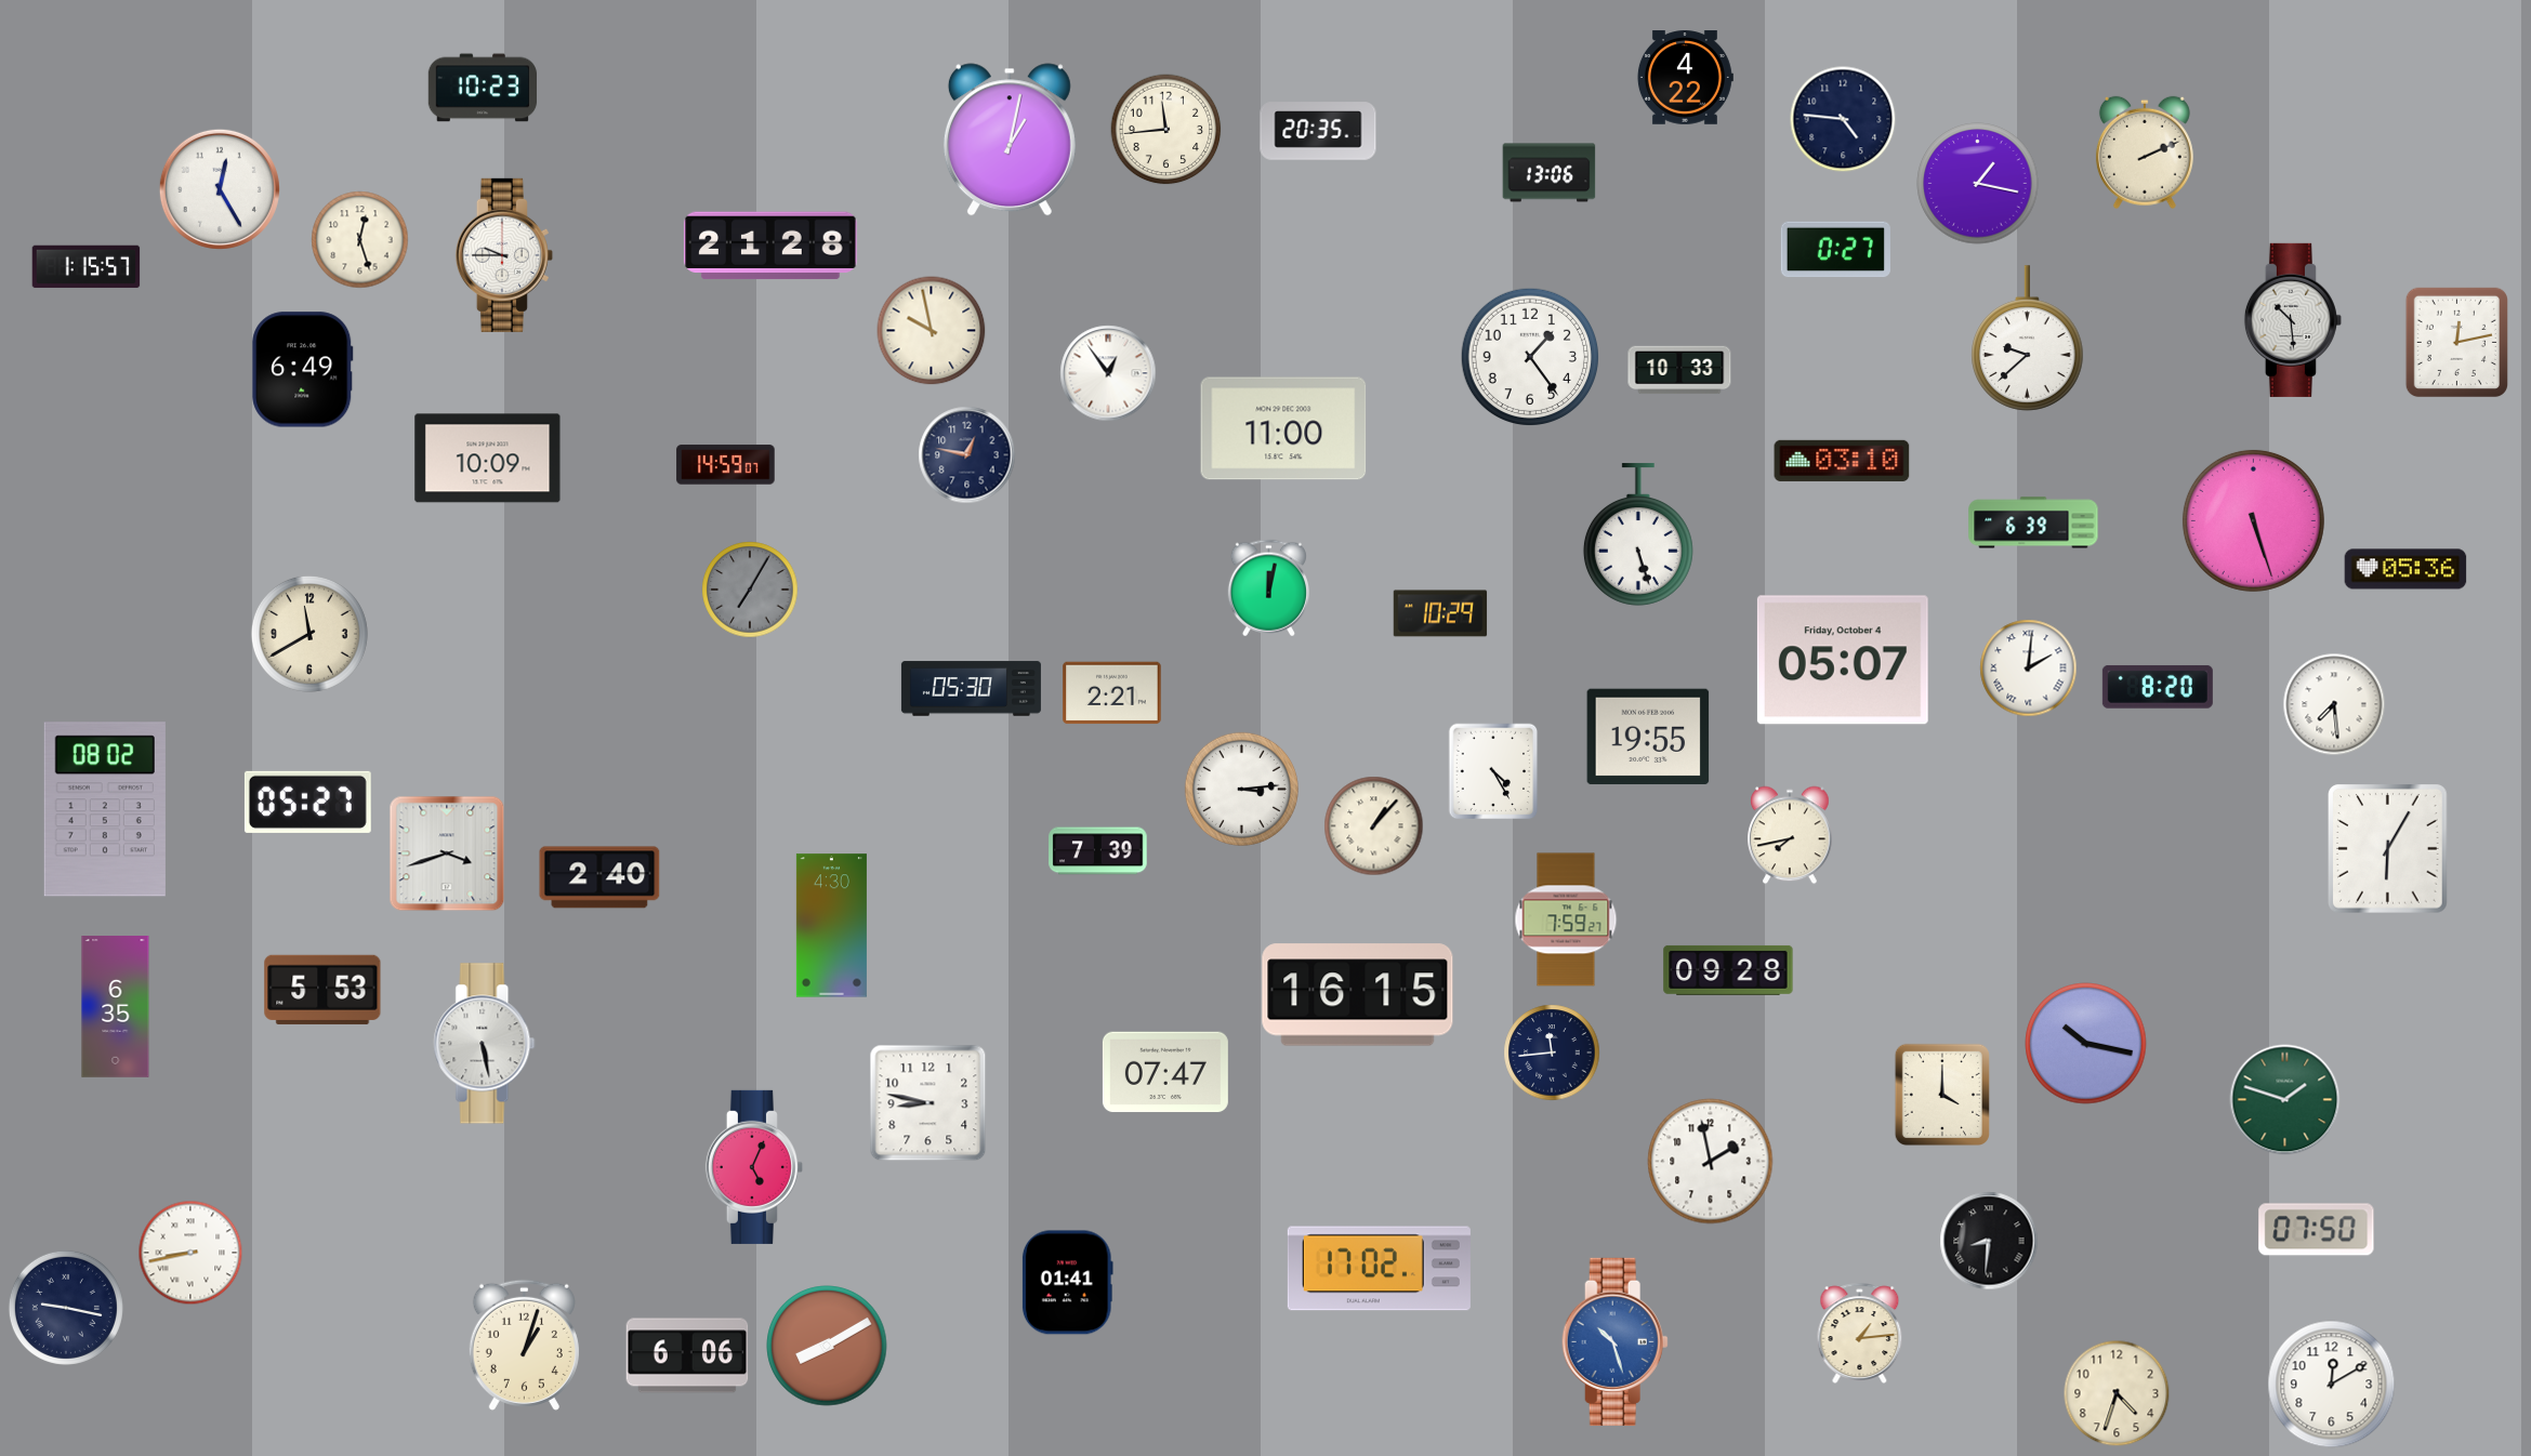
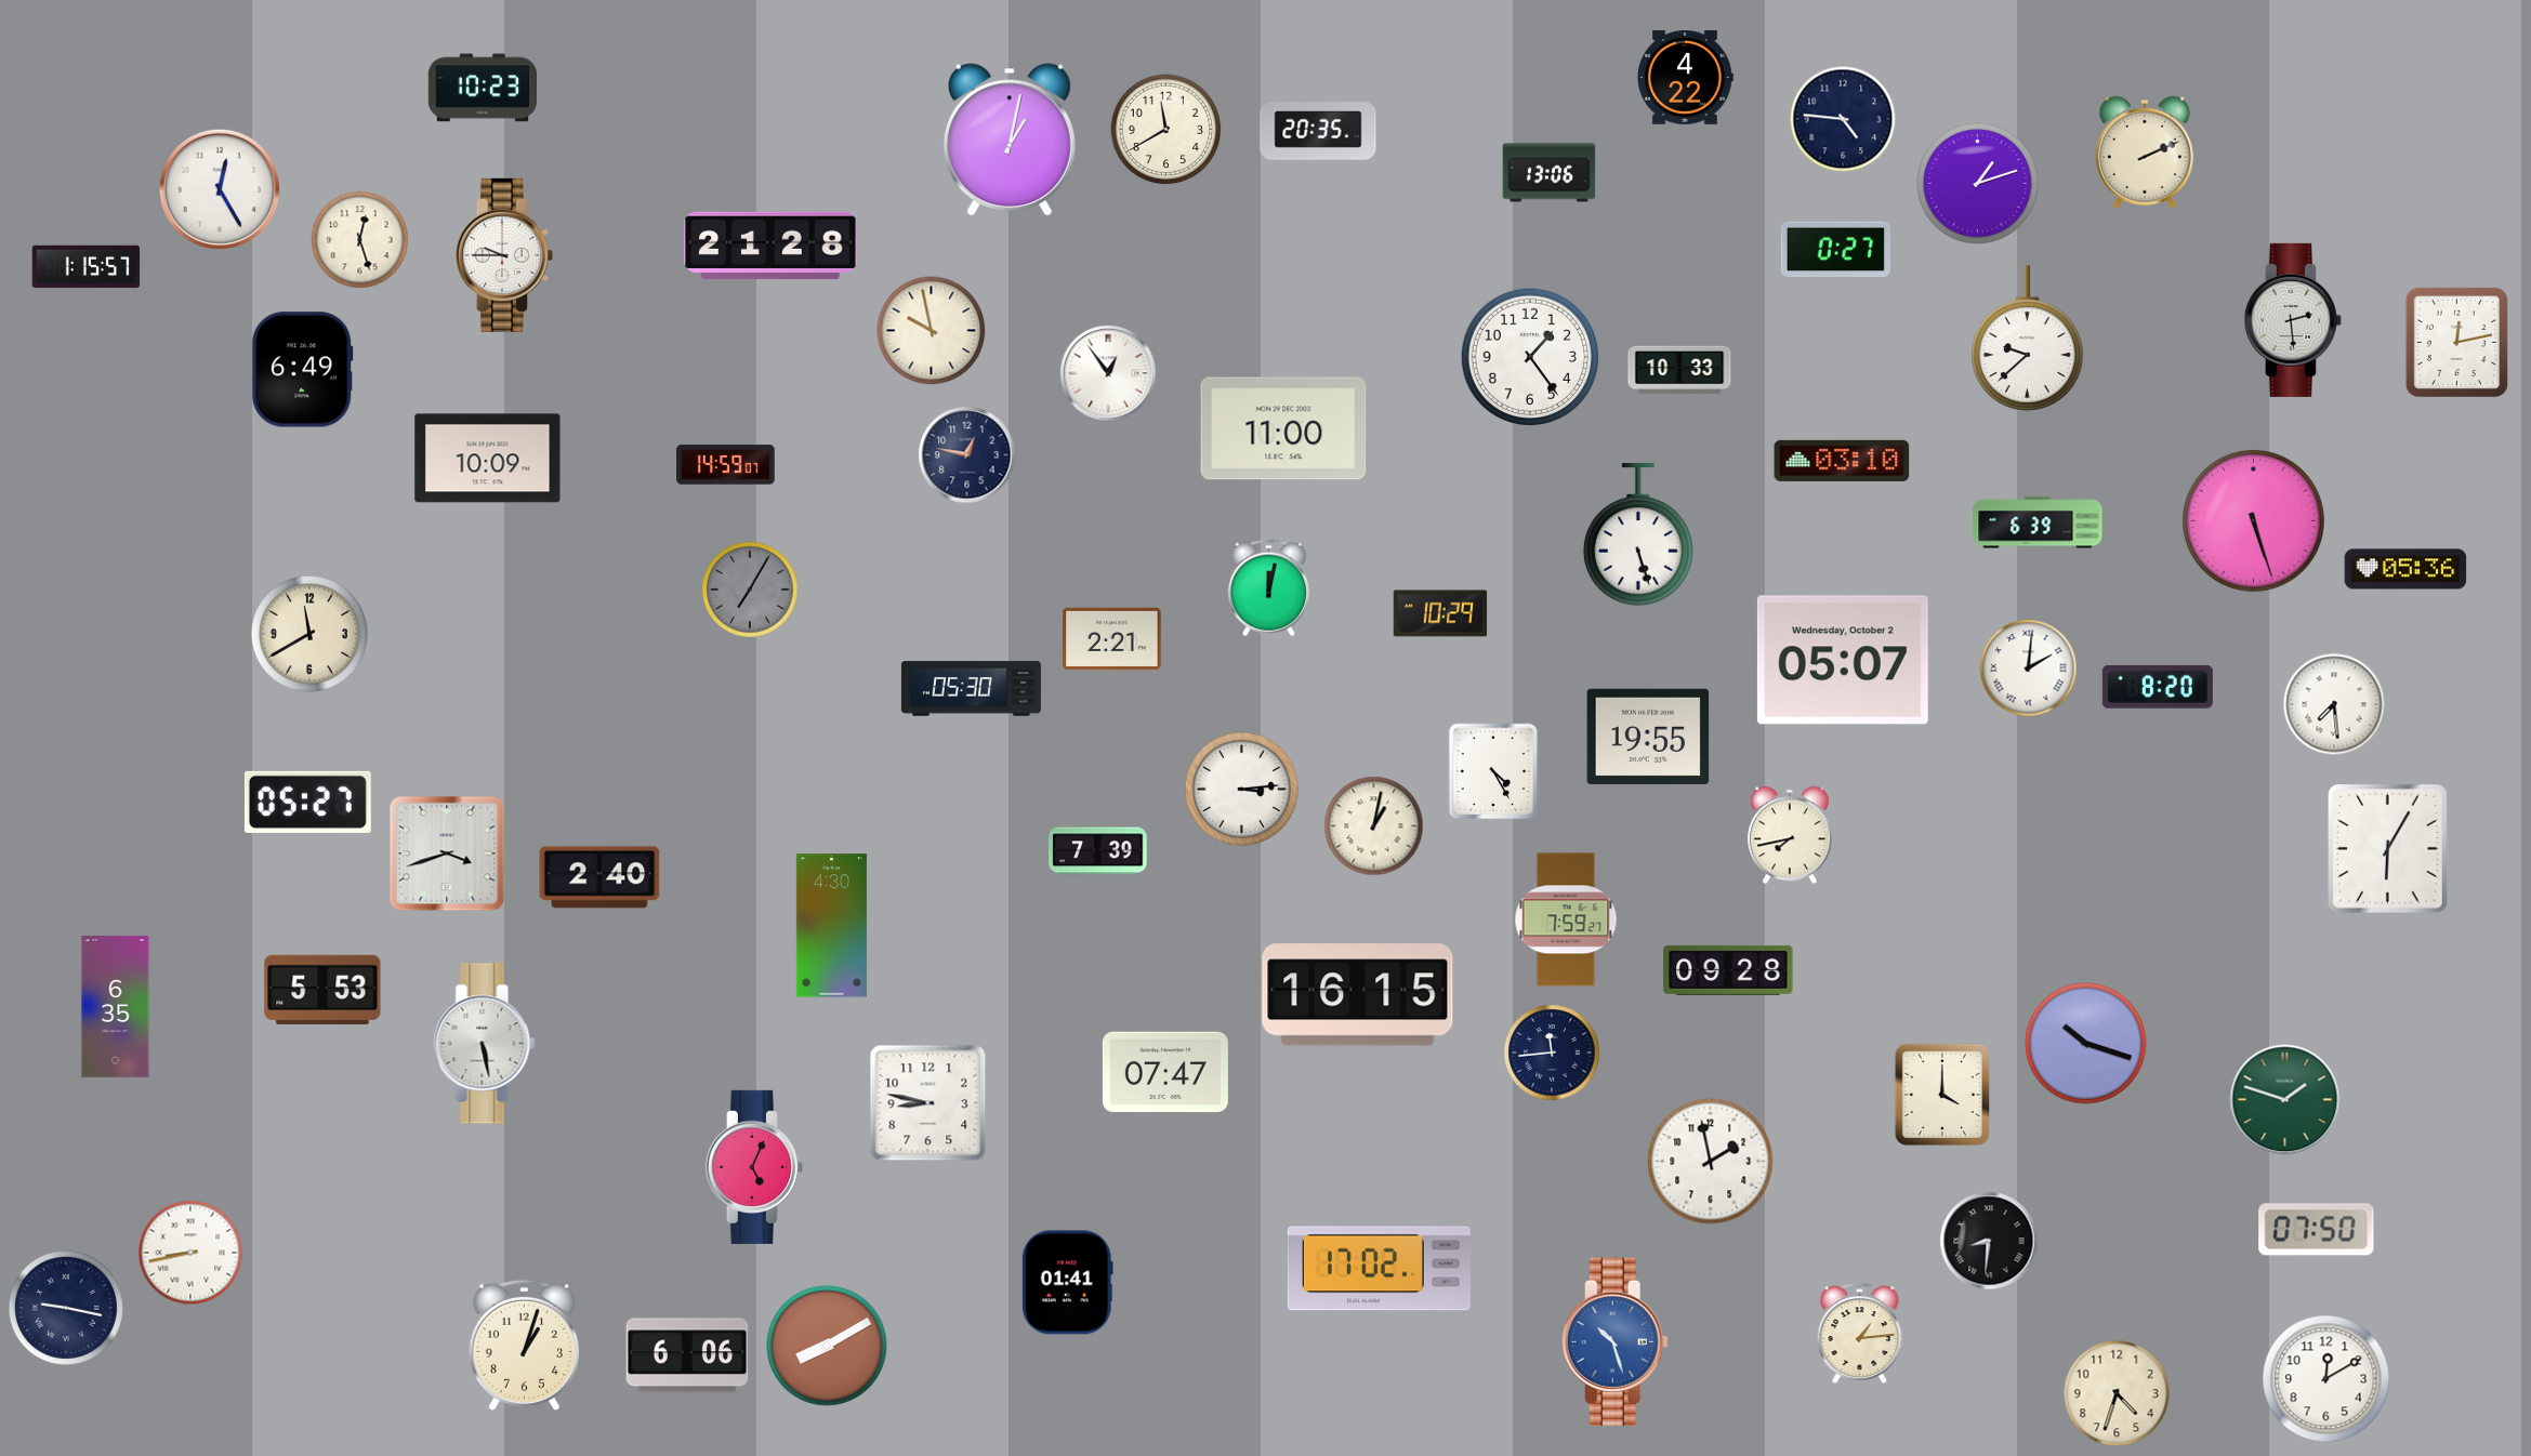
clock at (1166, 130): 11:44 -> 11:40
clock at (1978, 184): 1:17 -> 1:12
clock at (2293, 320): 10:29 -> 2:29
clock at (2033, 522) position: (2033, 522) -> (2038, 522)
clock at (1843, 660) date: Friday, October 4 -> Wednesday, October 2
clock at (1112, 693) position: (1112, 693) -> (1112, 639)
clock at (105, 809): 08:02 -> none
clock at (1374, 826): 1:07 -> 1:02
clock at (2086, 1044): 10:17 -> 10:18
clock at (2332, 1385) position: (2332, 1385) -> (2326, 1379)
